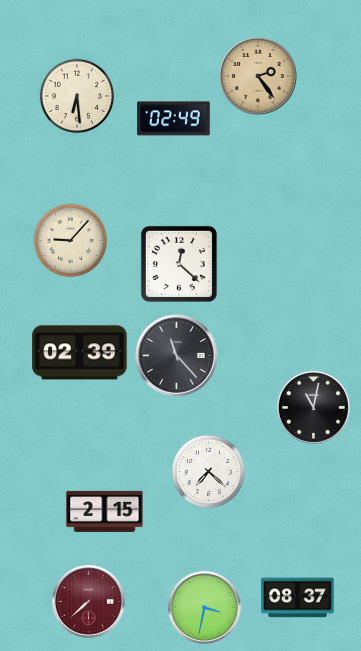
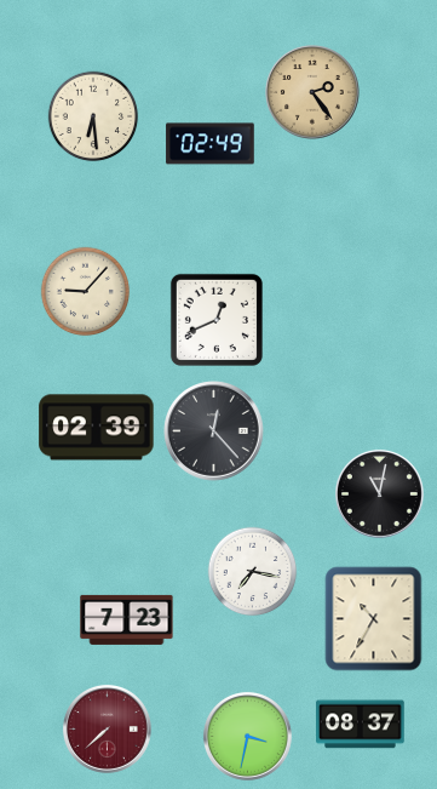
clock at (179, 264): 12:22 -> 12:41
clock at (177, 356): 11:23 -> 12:23
clock at (209, 472): 7:22 -> 7:17
clock at (105, 511): 2:15 -> 7:23
clock at (374, 619): none -> 10:35
